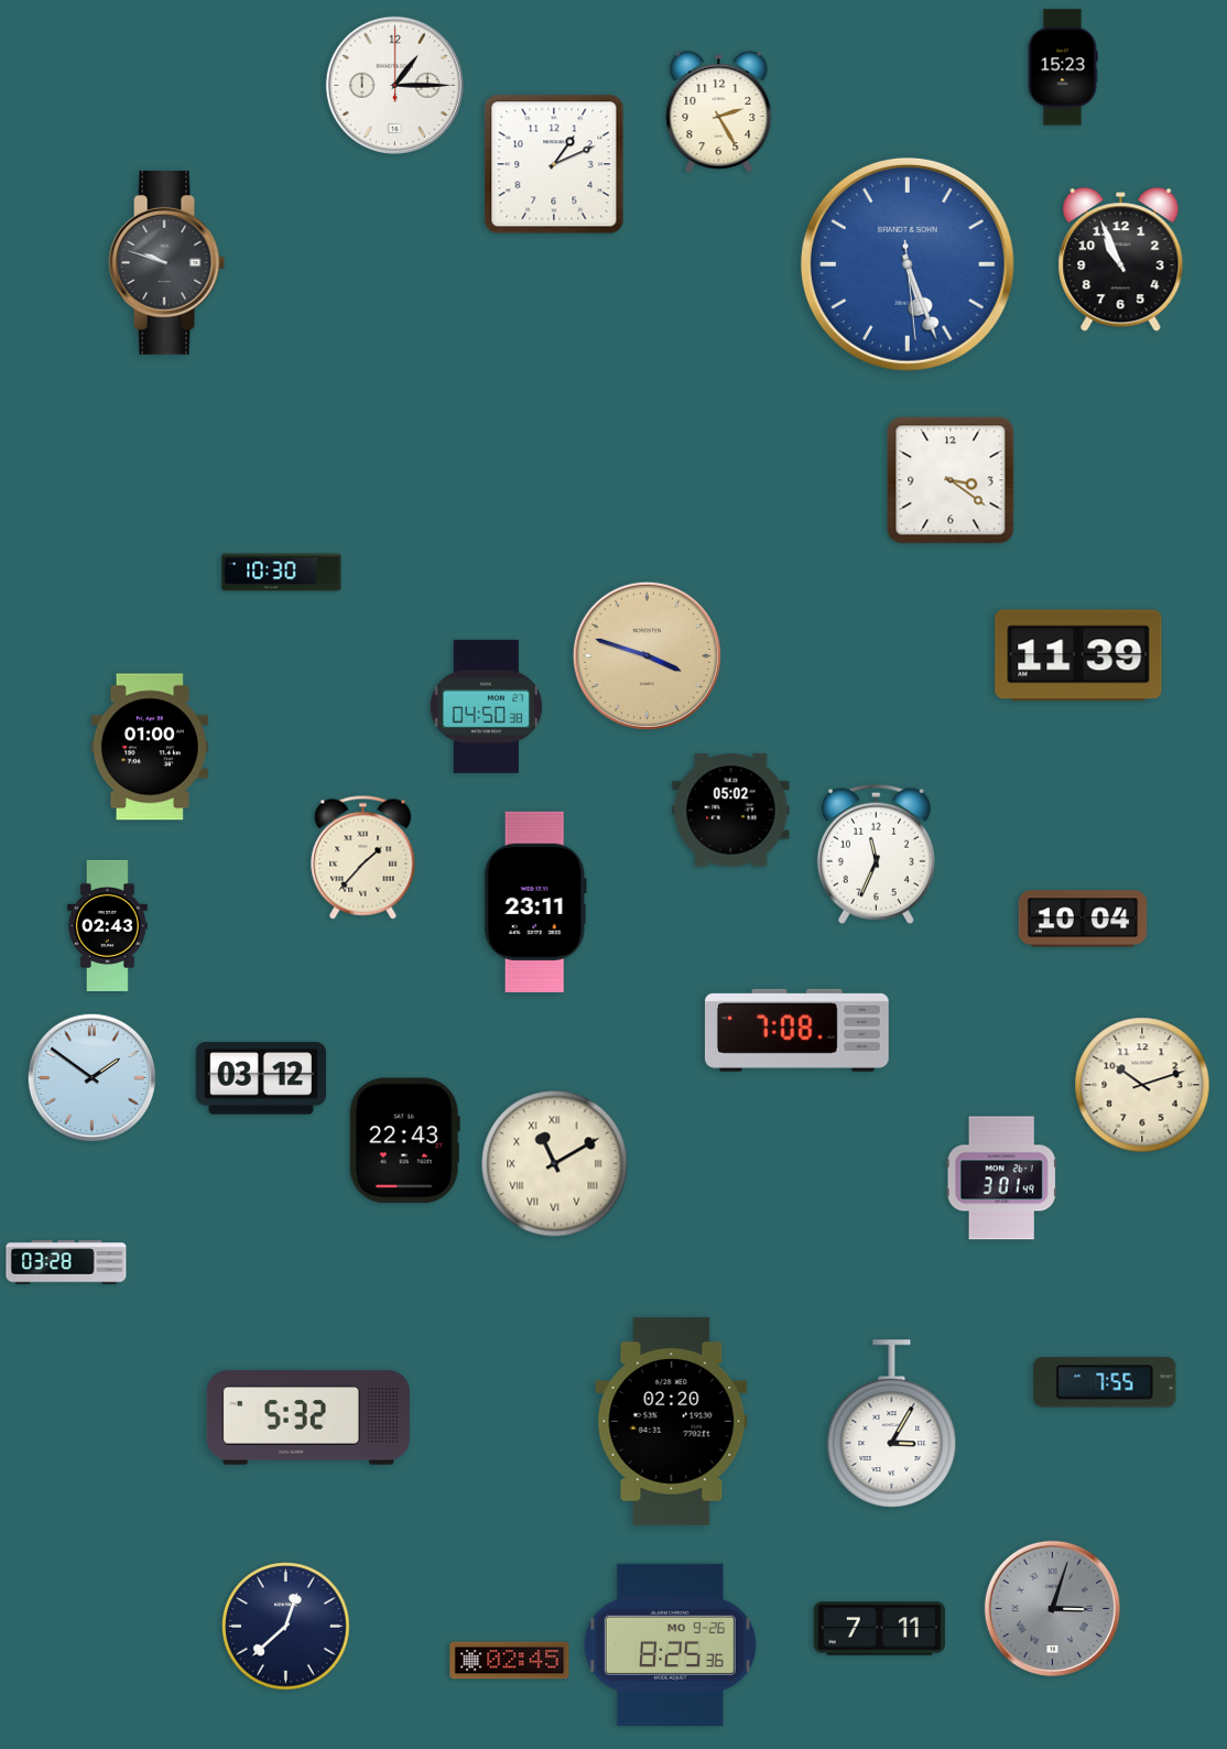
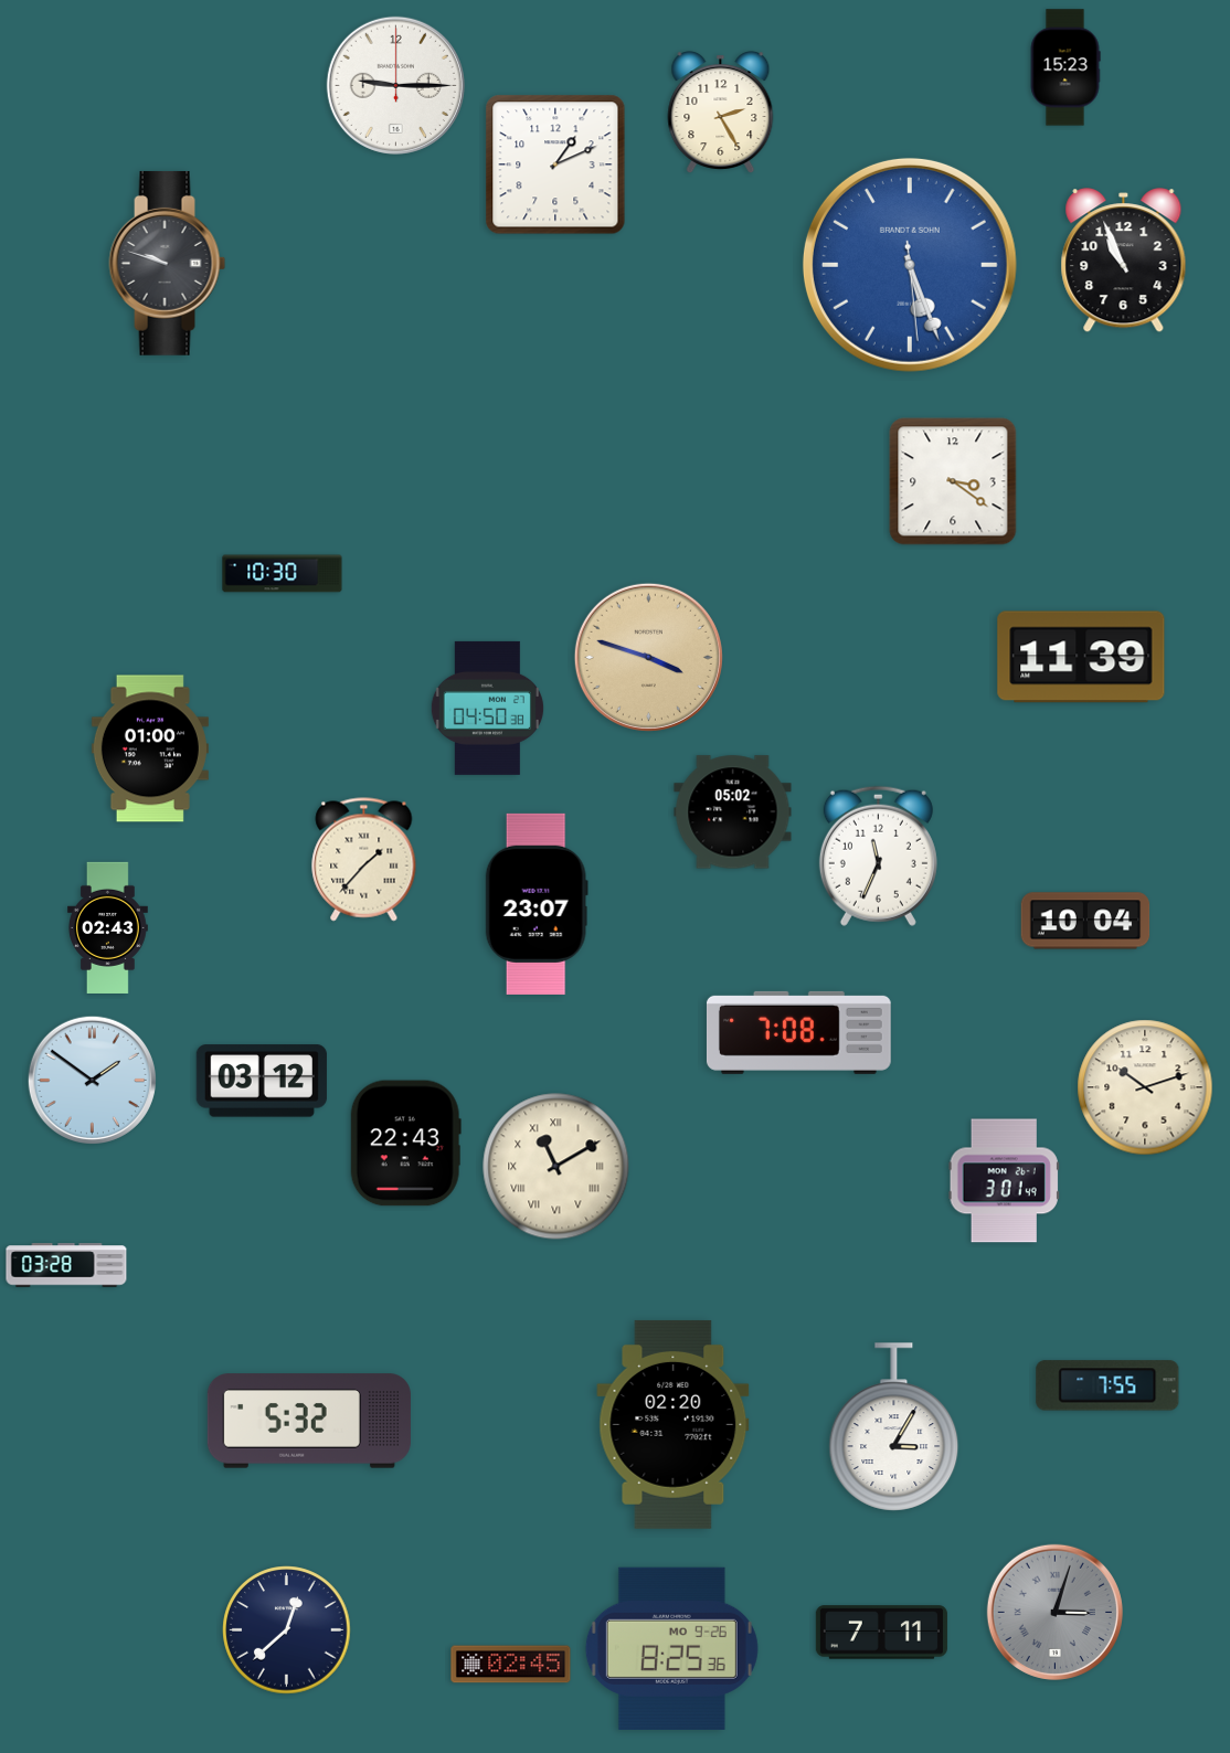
clock at (394, 85): 1:15 -> 9:15
clock at (535, 902): 23:11 -> 23:07
